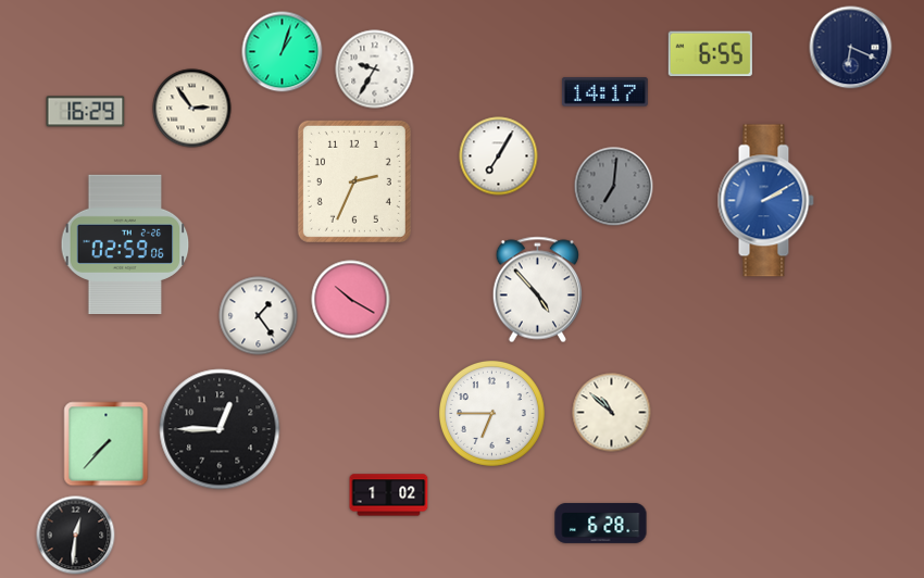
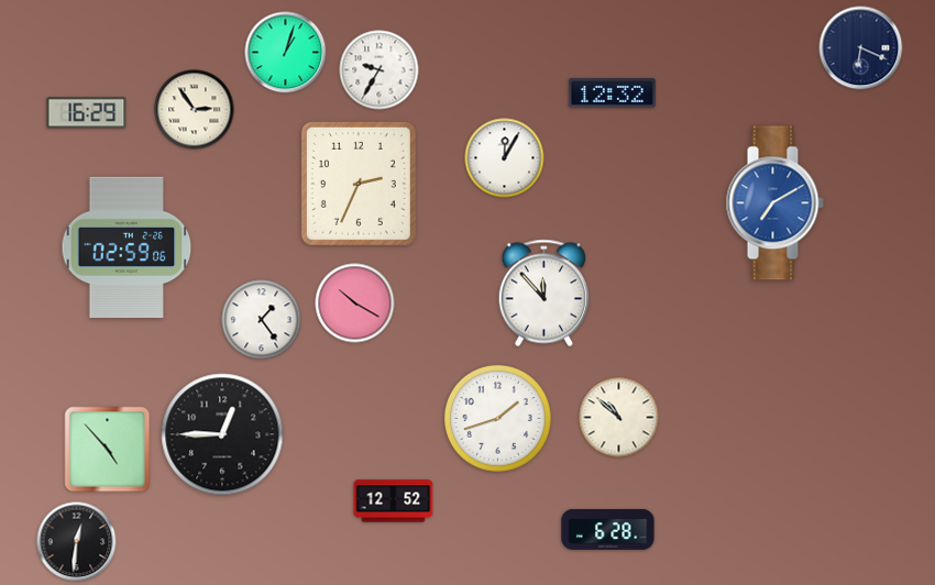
clock at (710, 54): 6:55 -> none
clock at (604, 92): 14:17 -> 12:32
clock at (499, 156): 7:05 -> 12:05
clock at (614, 187): 7:01 -> none
clock at (765, 201): 2:10 -> 7:10
clock at (537, 290): 4:53 -> 11:53
clock at (491, 413): 6:45 -> 1:42
clock at (107, 444): 7:37 -> 4:53
clock at (389, 495): 1:02 -> 12:52
